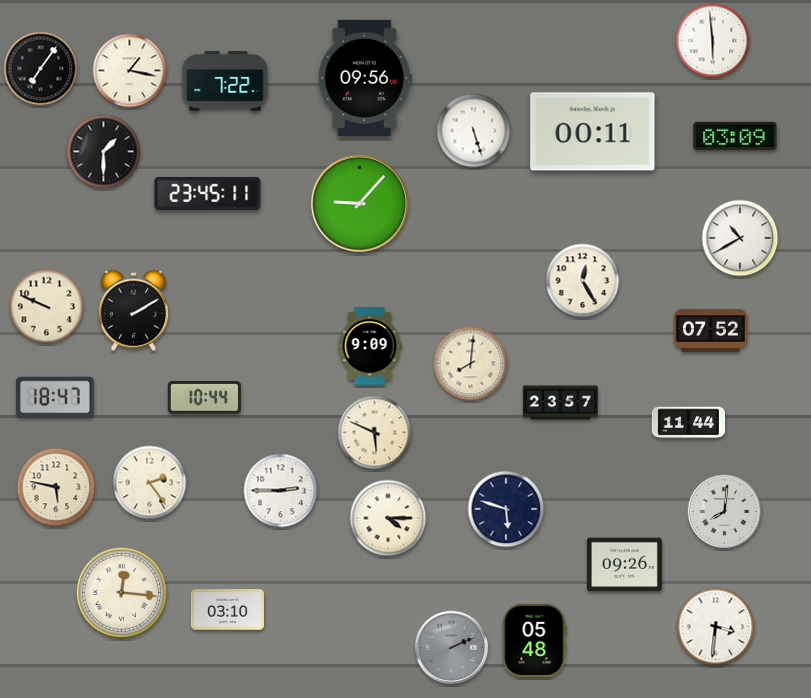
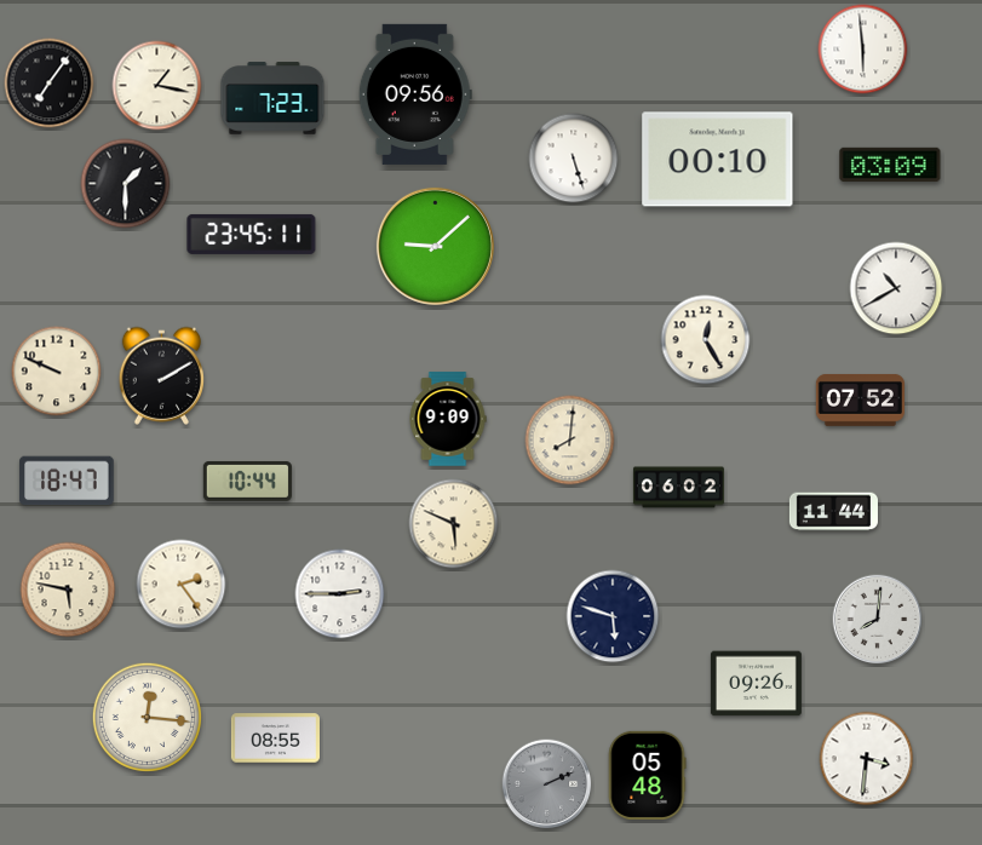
clock at (365, 78) position: (365, 78) -> (415, 94)
clock at (225, 81): 7:22 -> 7:23
clock at (593, 132): 00:11 -> 00:10
clock at (359, 203): 9:07 -> 9:08
clock at (560, 403): 23:57 -> 06:02
clock at (388, 518): 4:15 -> none
clock at (227, 610): 03:10 -> 08:55
